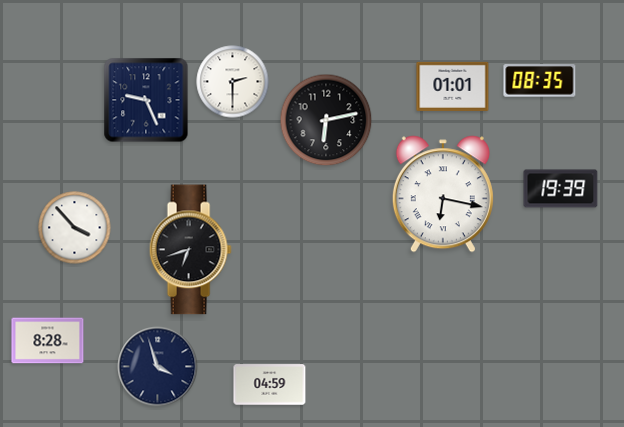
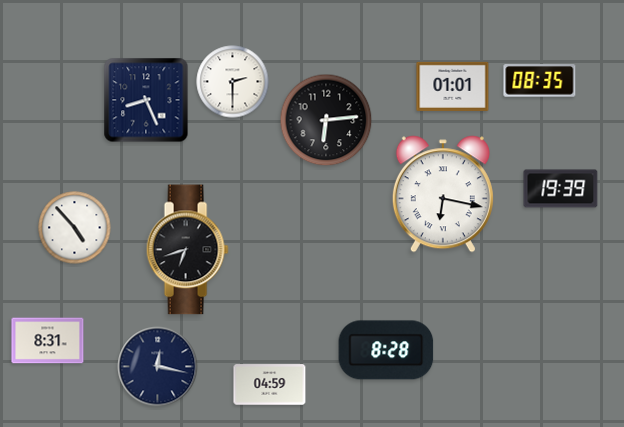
clock at (146, 100): 9:26 -> 8:26
clock at (326, 120): 6:13 -> 6:14
clock at (75, 228): 3:53 -> 4:53
clock at (190, 250) position: (190, 250) -> (187, 250)
clock at (48, 341): 8:28 -> 8:31
clock at (386, 350): none -> 8:28
clock at (158, 367): 3:57 -> 12:17
